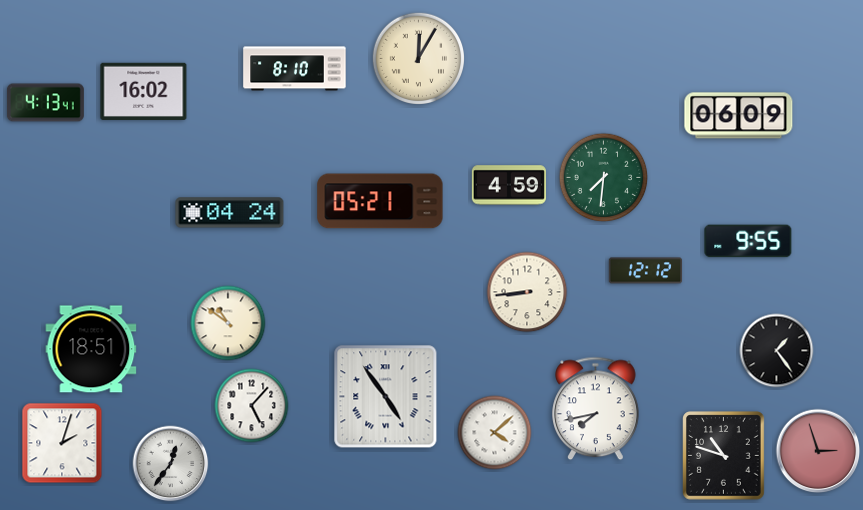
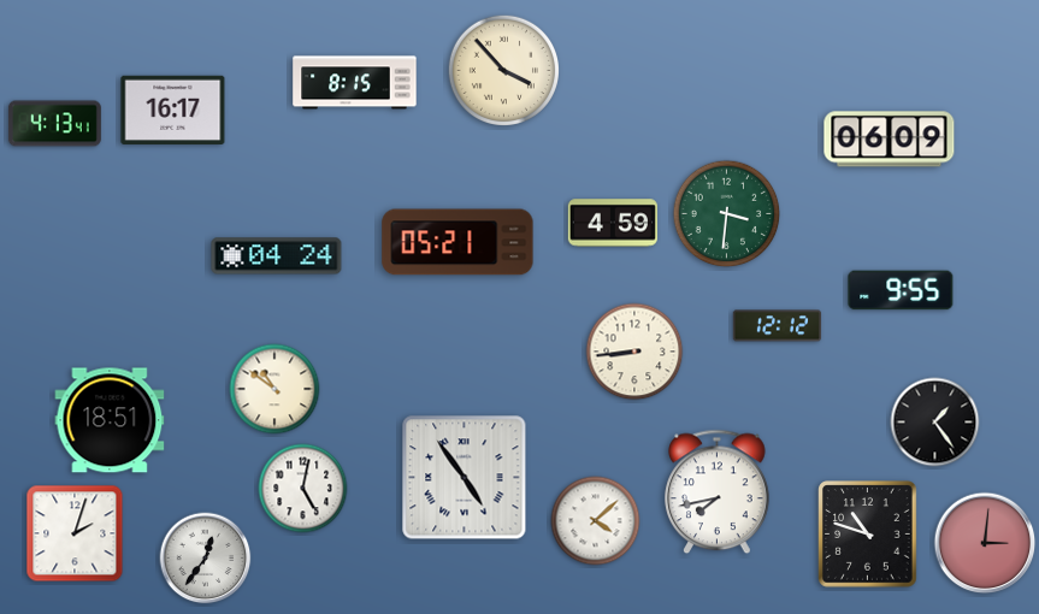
clock at (418, 58): 12:05 -> 3:53
clock at (295, 69): 8:10 -> 8:15
clock at (144, 91): 16:02 -> 16:17
clock at (604, 178): 7:31 -> 3:31
clock at (252, 406): 5:07 -> 5:02
clock at (818, 451): 2:57 -> 3:01
clock at (724, 456) position: (724, 456) -> (868, 535)
